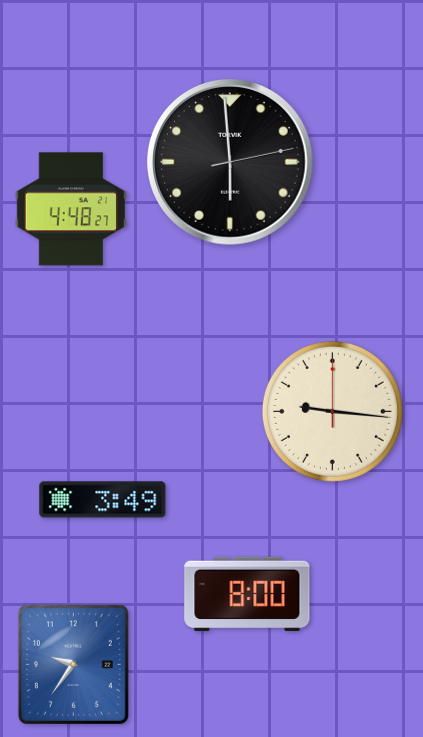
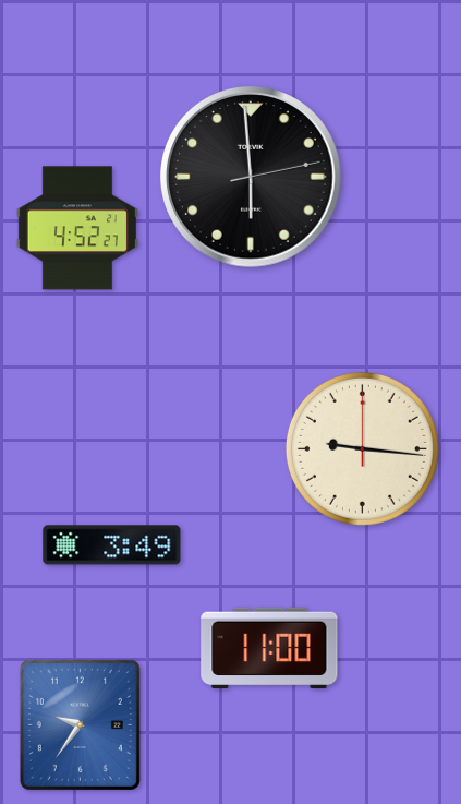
clock at (71, 209): 4:48 -> 4:52
clock at (247, 594): 8:00 -> 11:00
